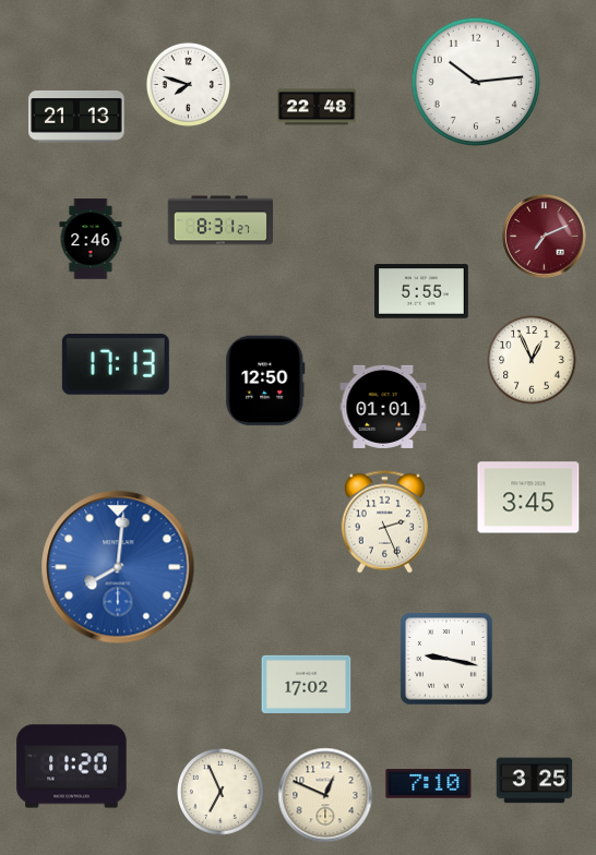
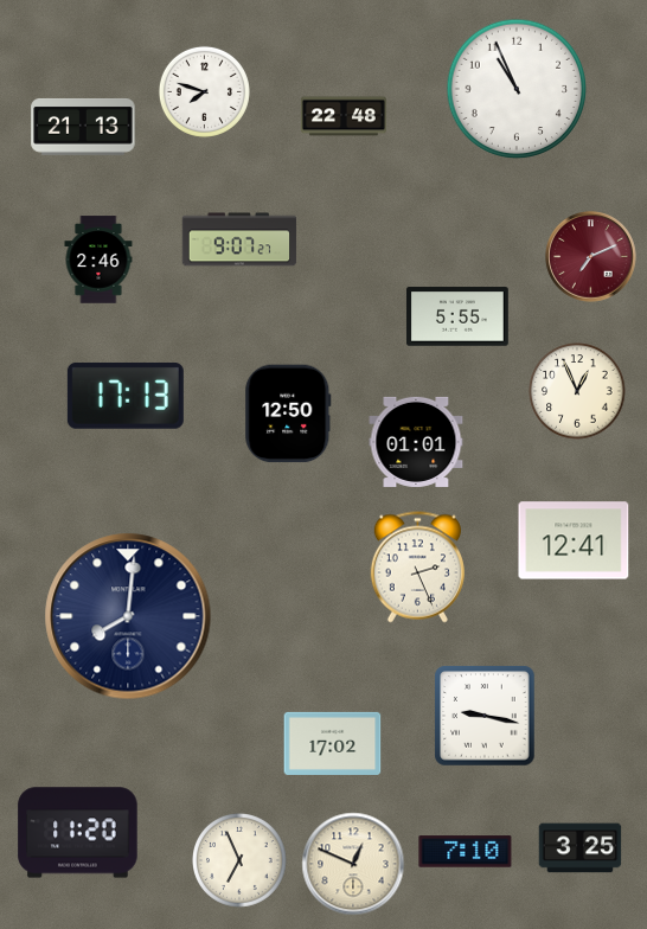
clock at (476, 82): 10:14 -> 10:56
clock at (220, 220): 8:31 -> 9:07
clock at (528, 497): 3:45 -> 12:41
clock at (118, 567) dial: blue -> navy
